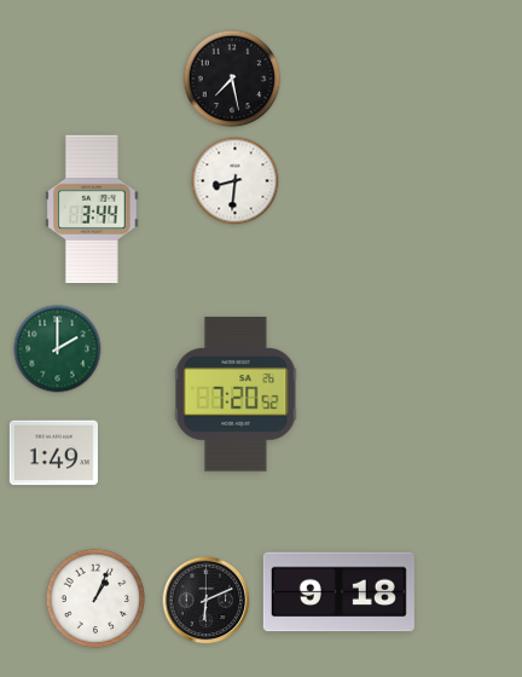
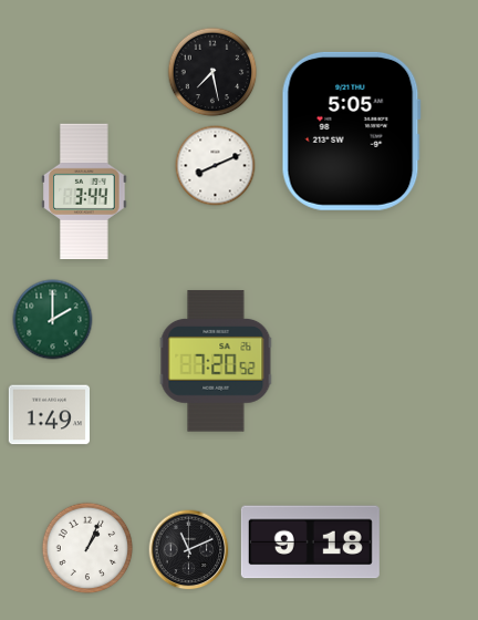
clock at (351, 131): none -> 5:05
clock at (236, 181): 8:31 -> 8:11
clock at (207, 601): 6:11 -> 11:11
